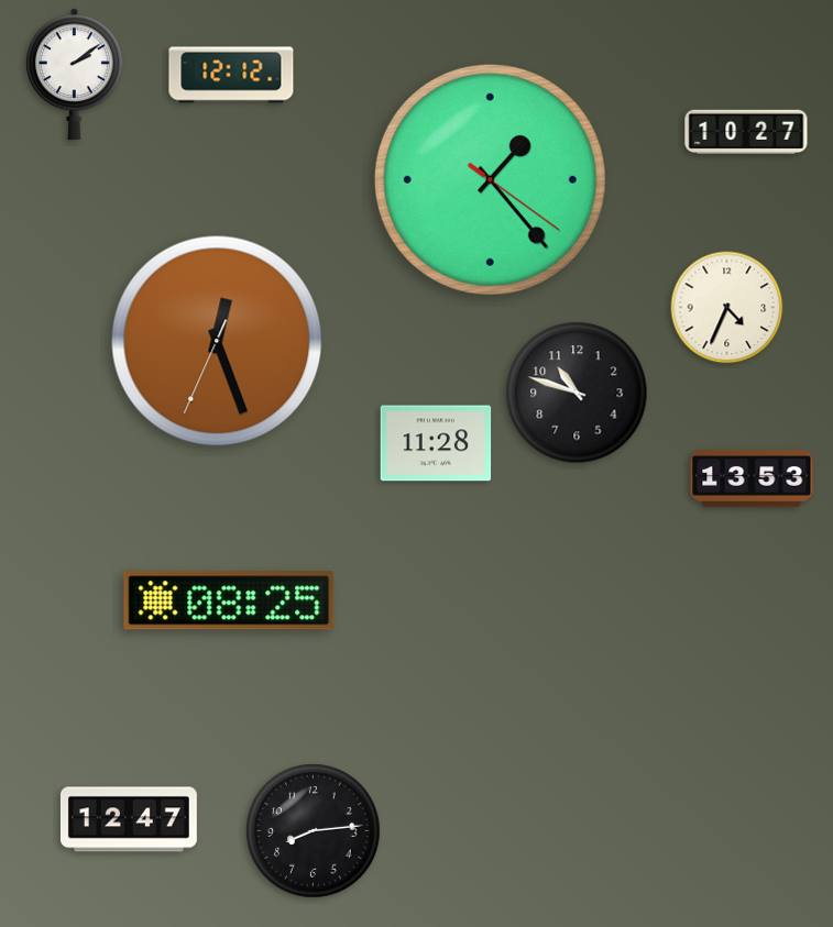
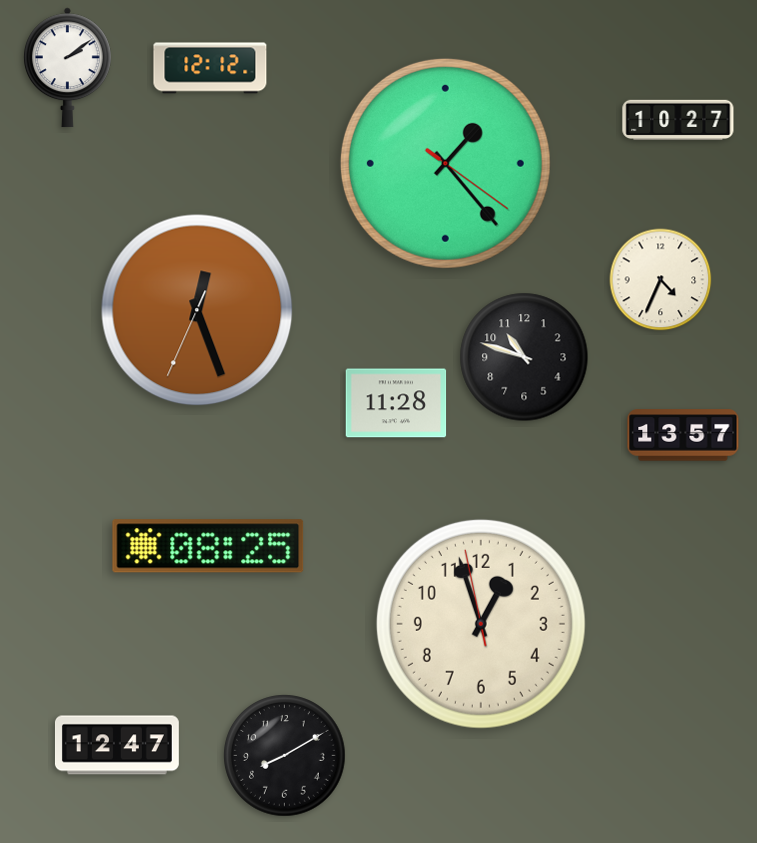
clock at (752, 478): 13:53 -> 13:57
clock at (481, 624): none -> 12:56
clock at (314, 831): 8:14 -> 8:10
